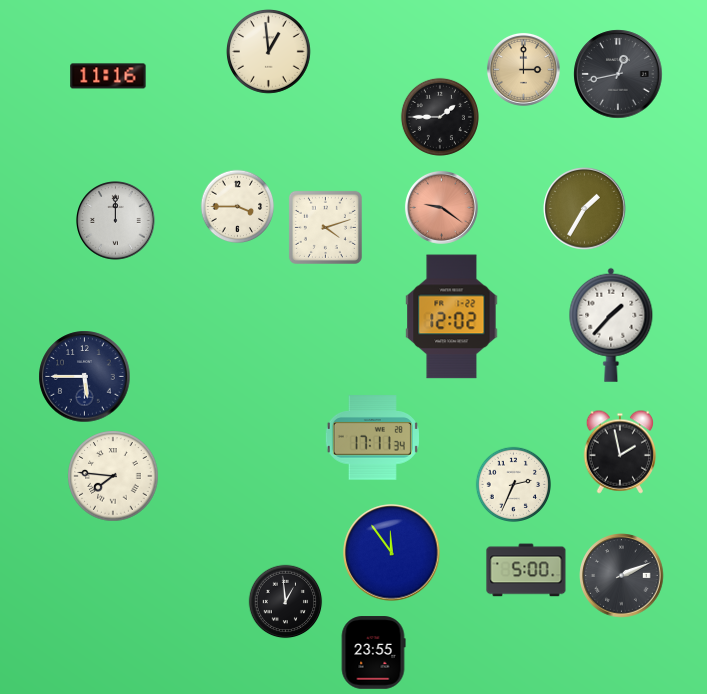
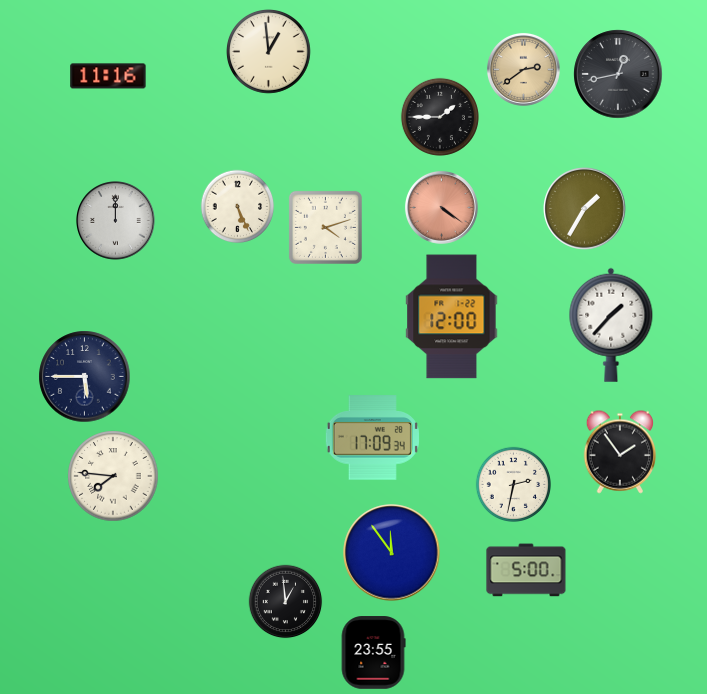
clock at (523, 69): 3:00 -> 2:39
clock at (238, 207): 3:45 -> 5:26
clock at (441, 207): 9:21 -> 4:21
clock at (452, 317): 12:02 -> 12:00
clock at (372, 438): 17:11 -> 17:09
clock at (619, 452): 1:58 -> 1:54
clock at (514, 485): 2:34 -> 2:32
clock at (622, 576): 2:11 -> none
